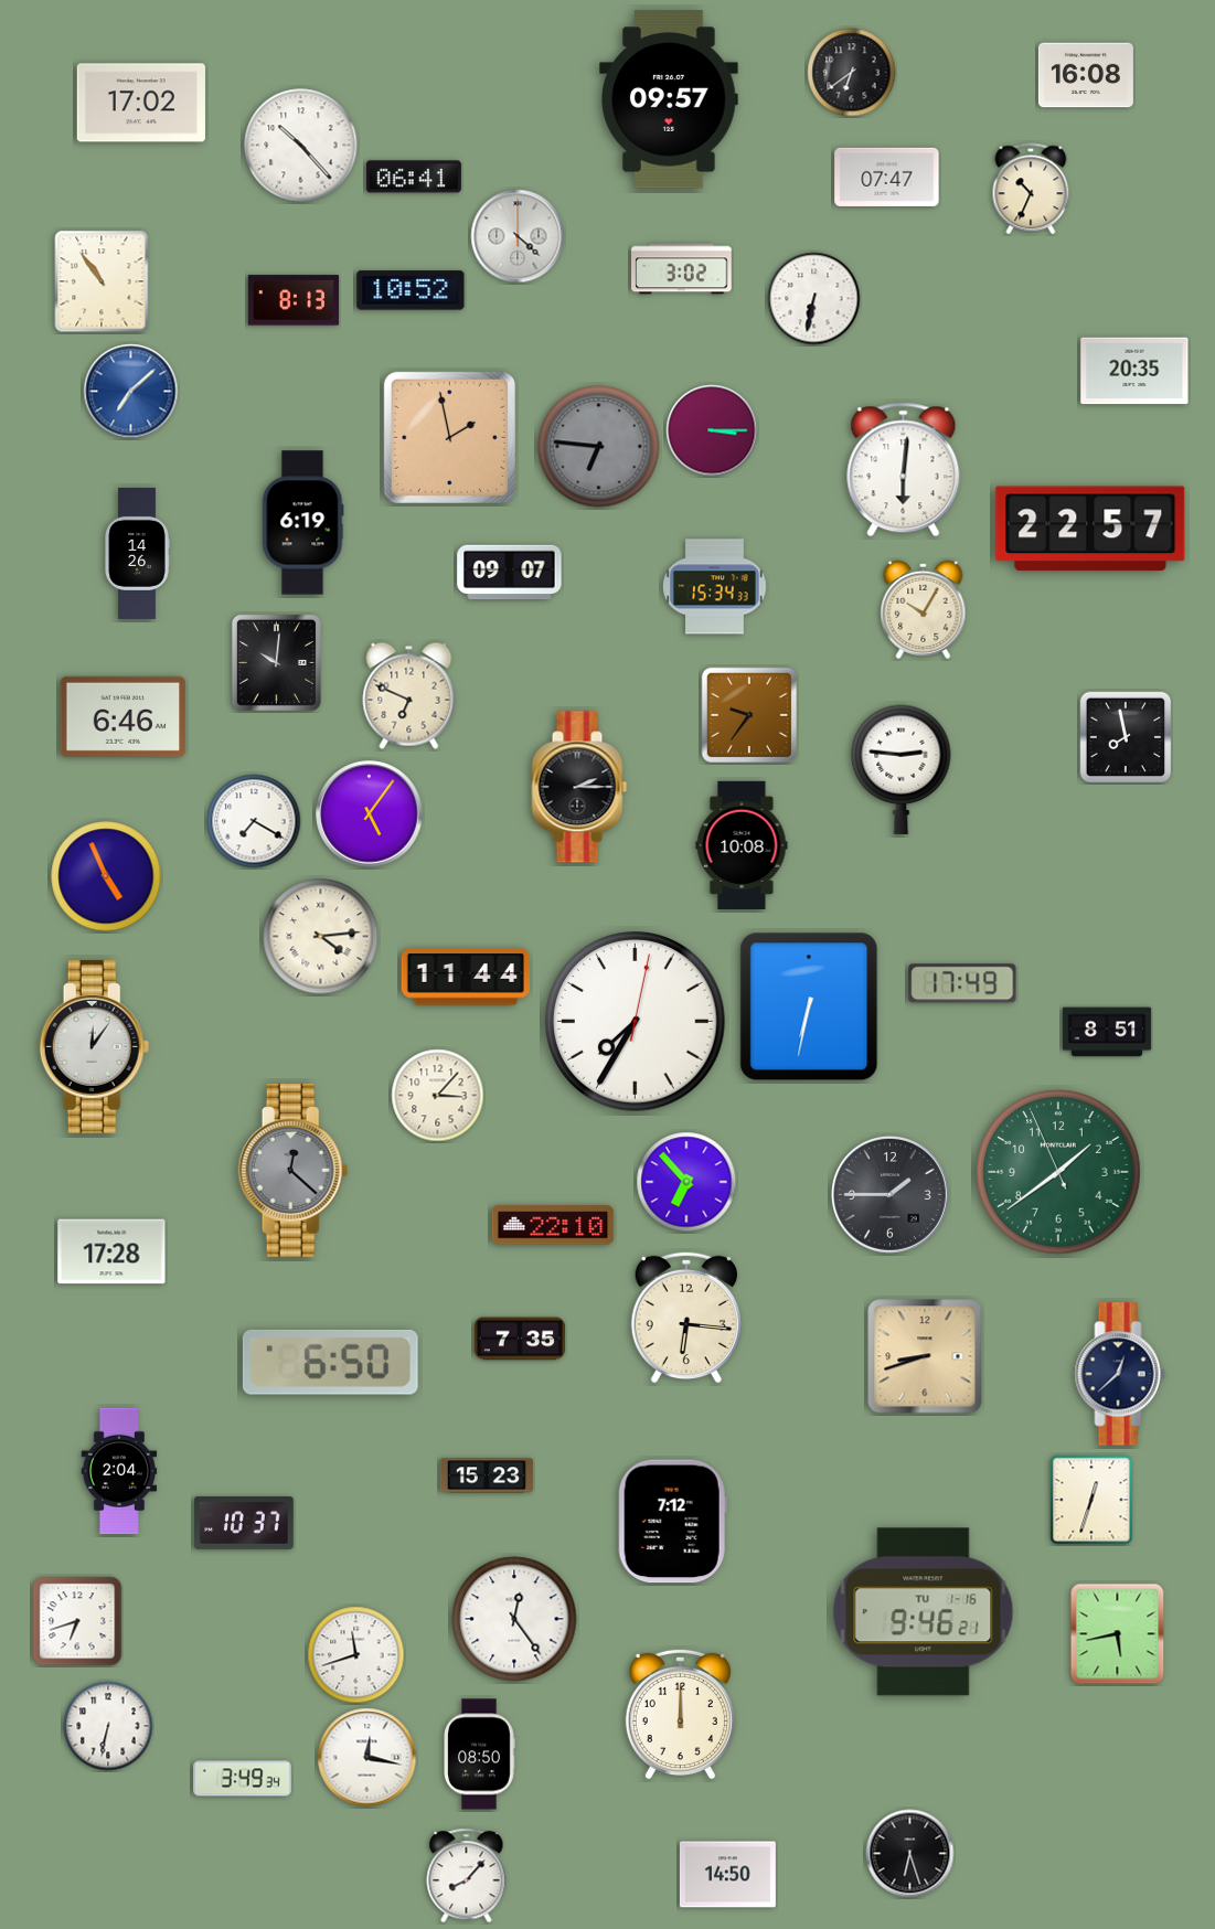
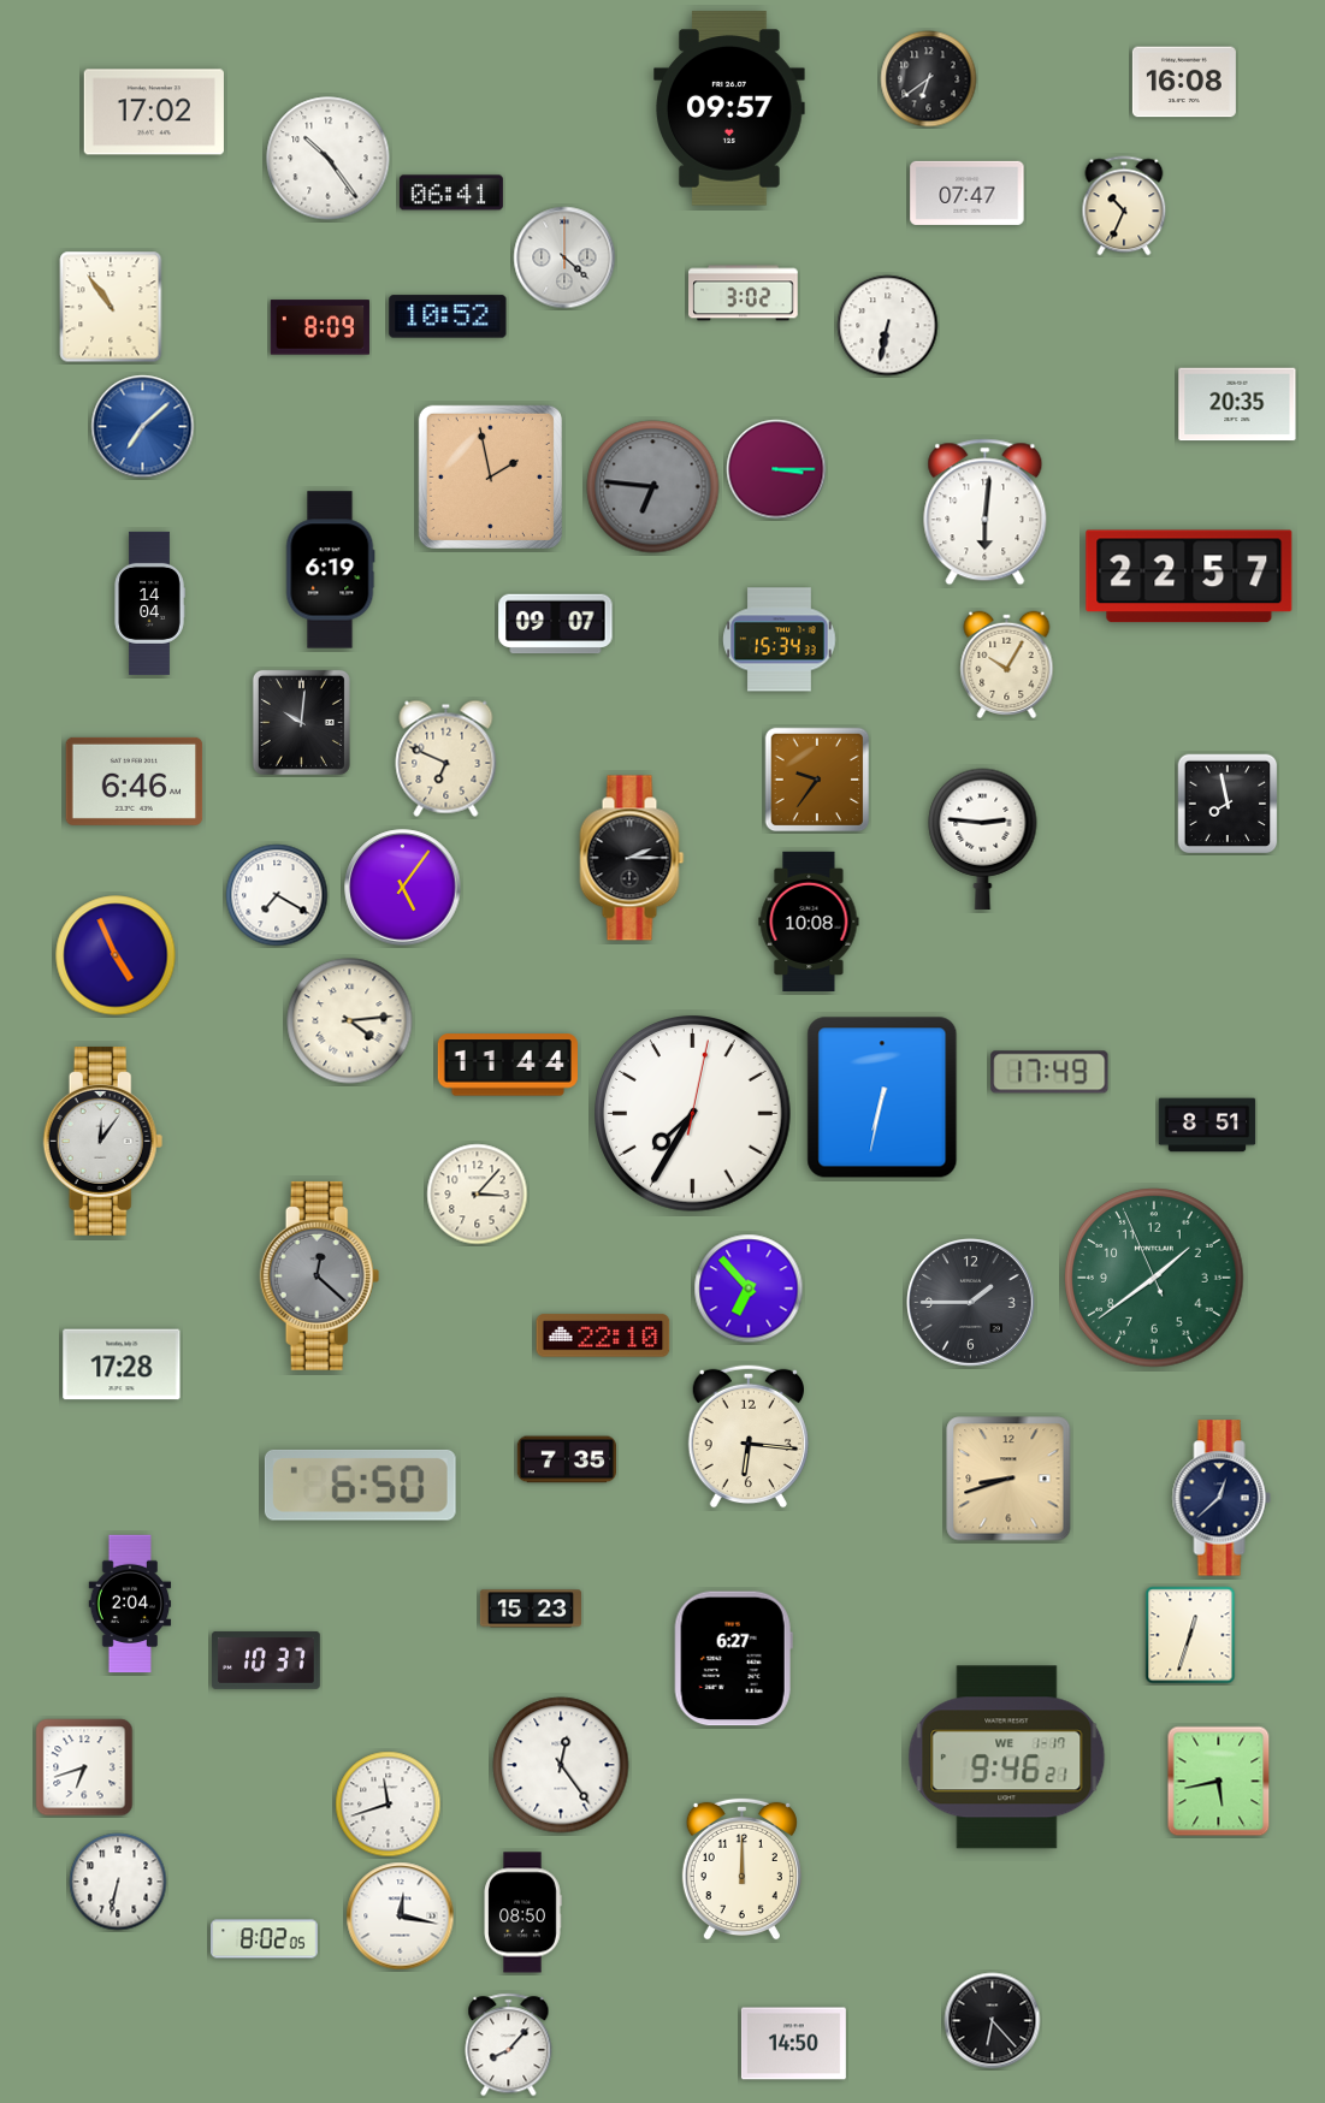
clock at (301, 146): 10:23 -> 10:24
clock at (294, 300): 8:13 -> 8:09
clock at (137, 553): 14:26 -> 14:04
clock at (672, 1522): 7:12 -> 6:27
clock at (924, 1612) date: TU 1-16 -> WE 1-17
clock at (243, 1779): 3:49 -> 8:02
clock at (910, 1854): 6:27 -> 6:23
